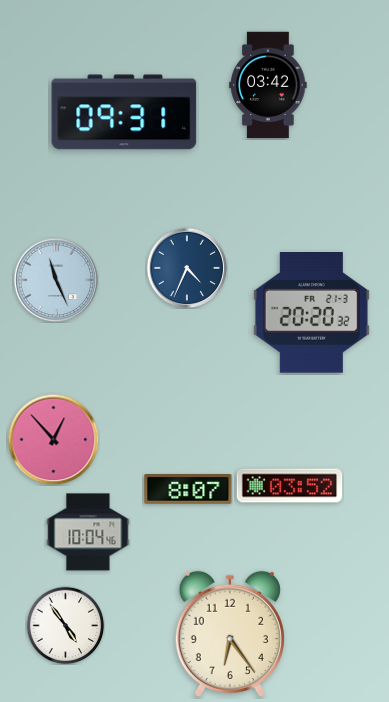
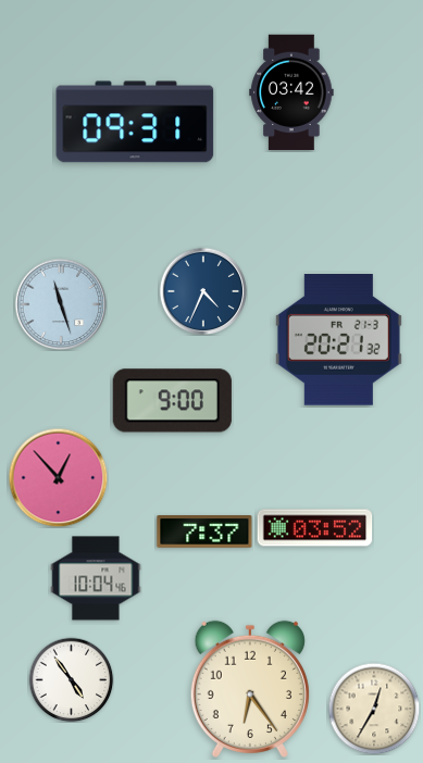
clock at (56, 280): 11:26 -> 11:27
clock at (311, 313): 20:20 -> 20:21
clock at (172, 401): none -> 9:00
clock at (188, 490): 8:07 -> 7:37
clock at (374, 709): none -> 12:35
